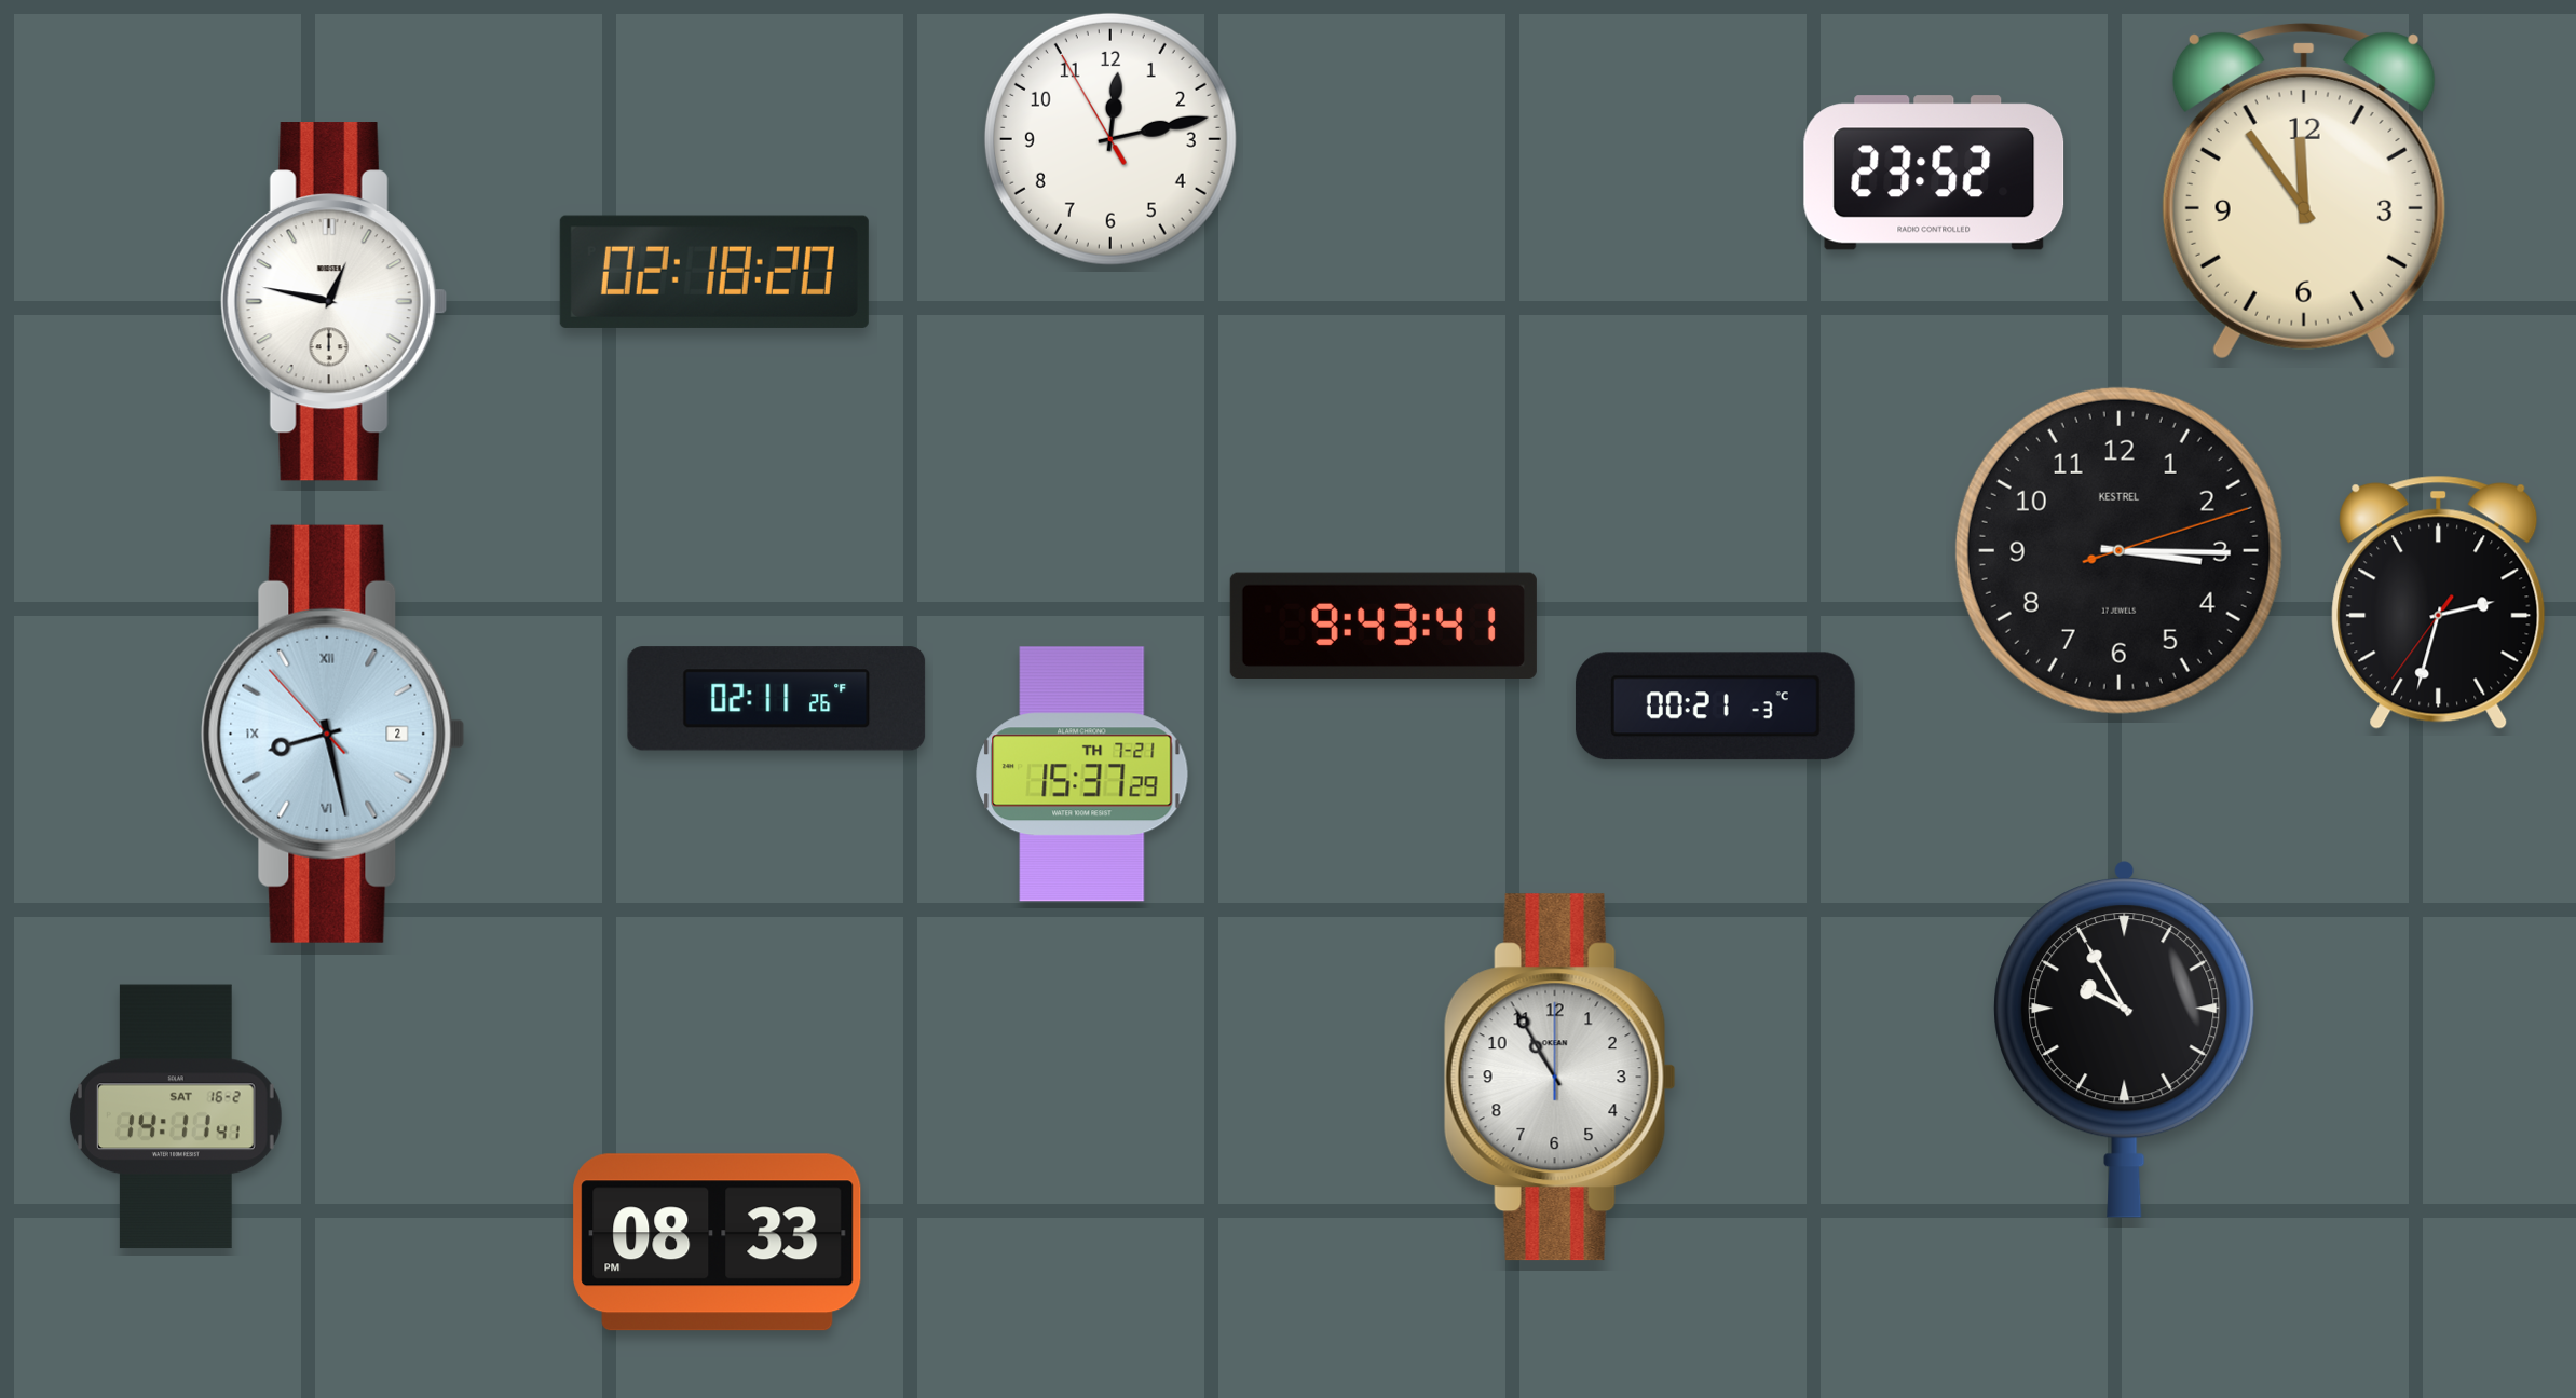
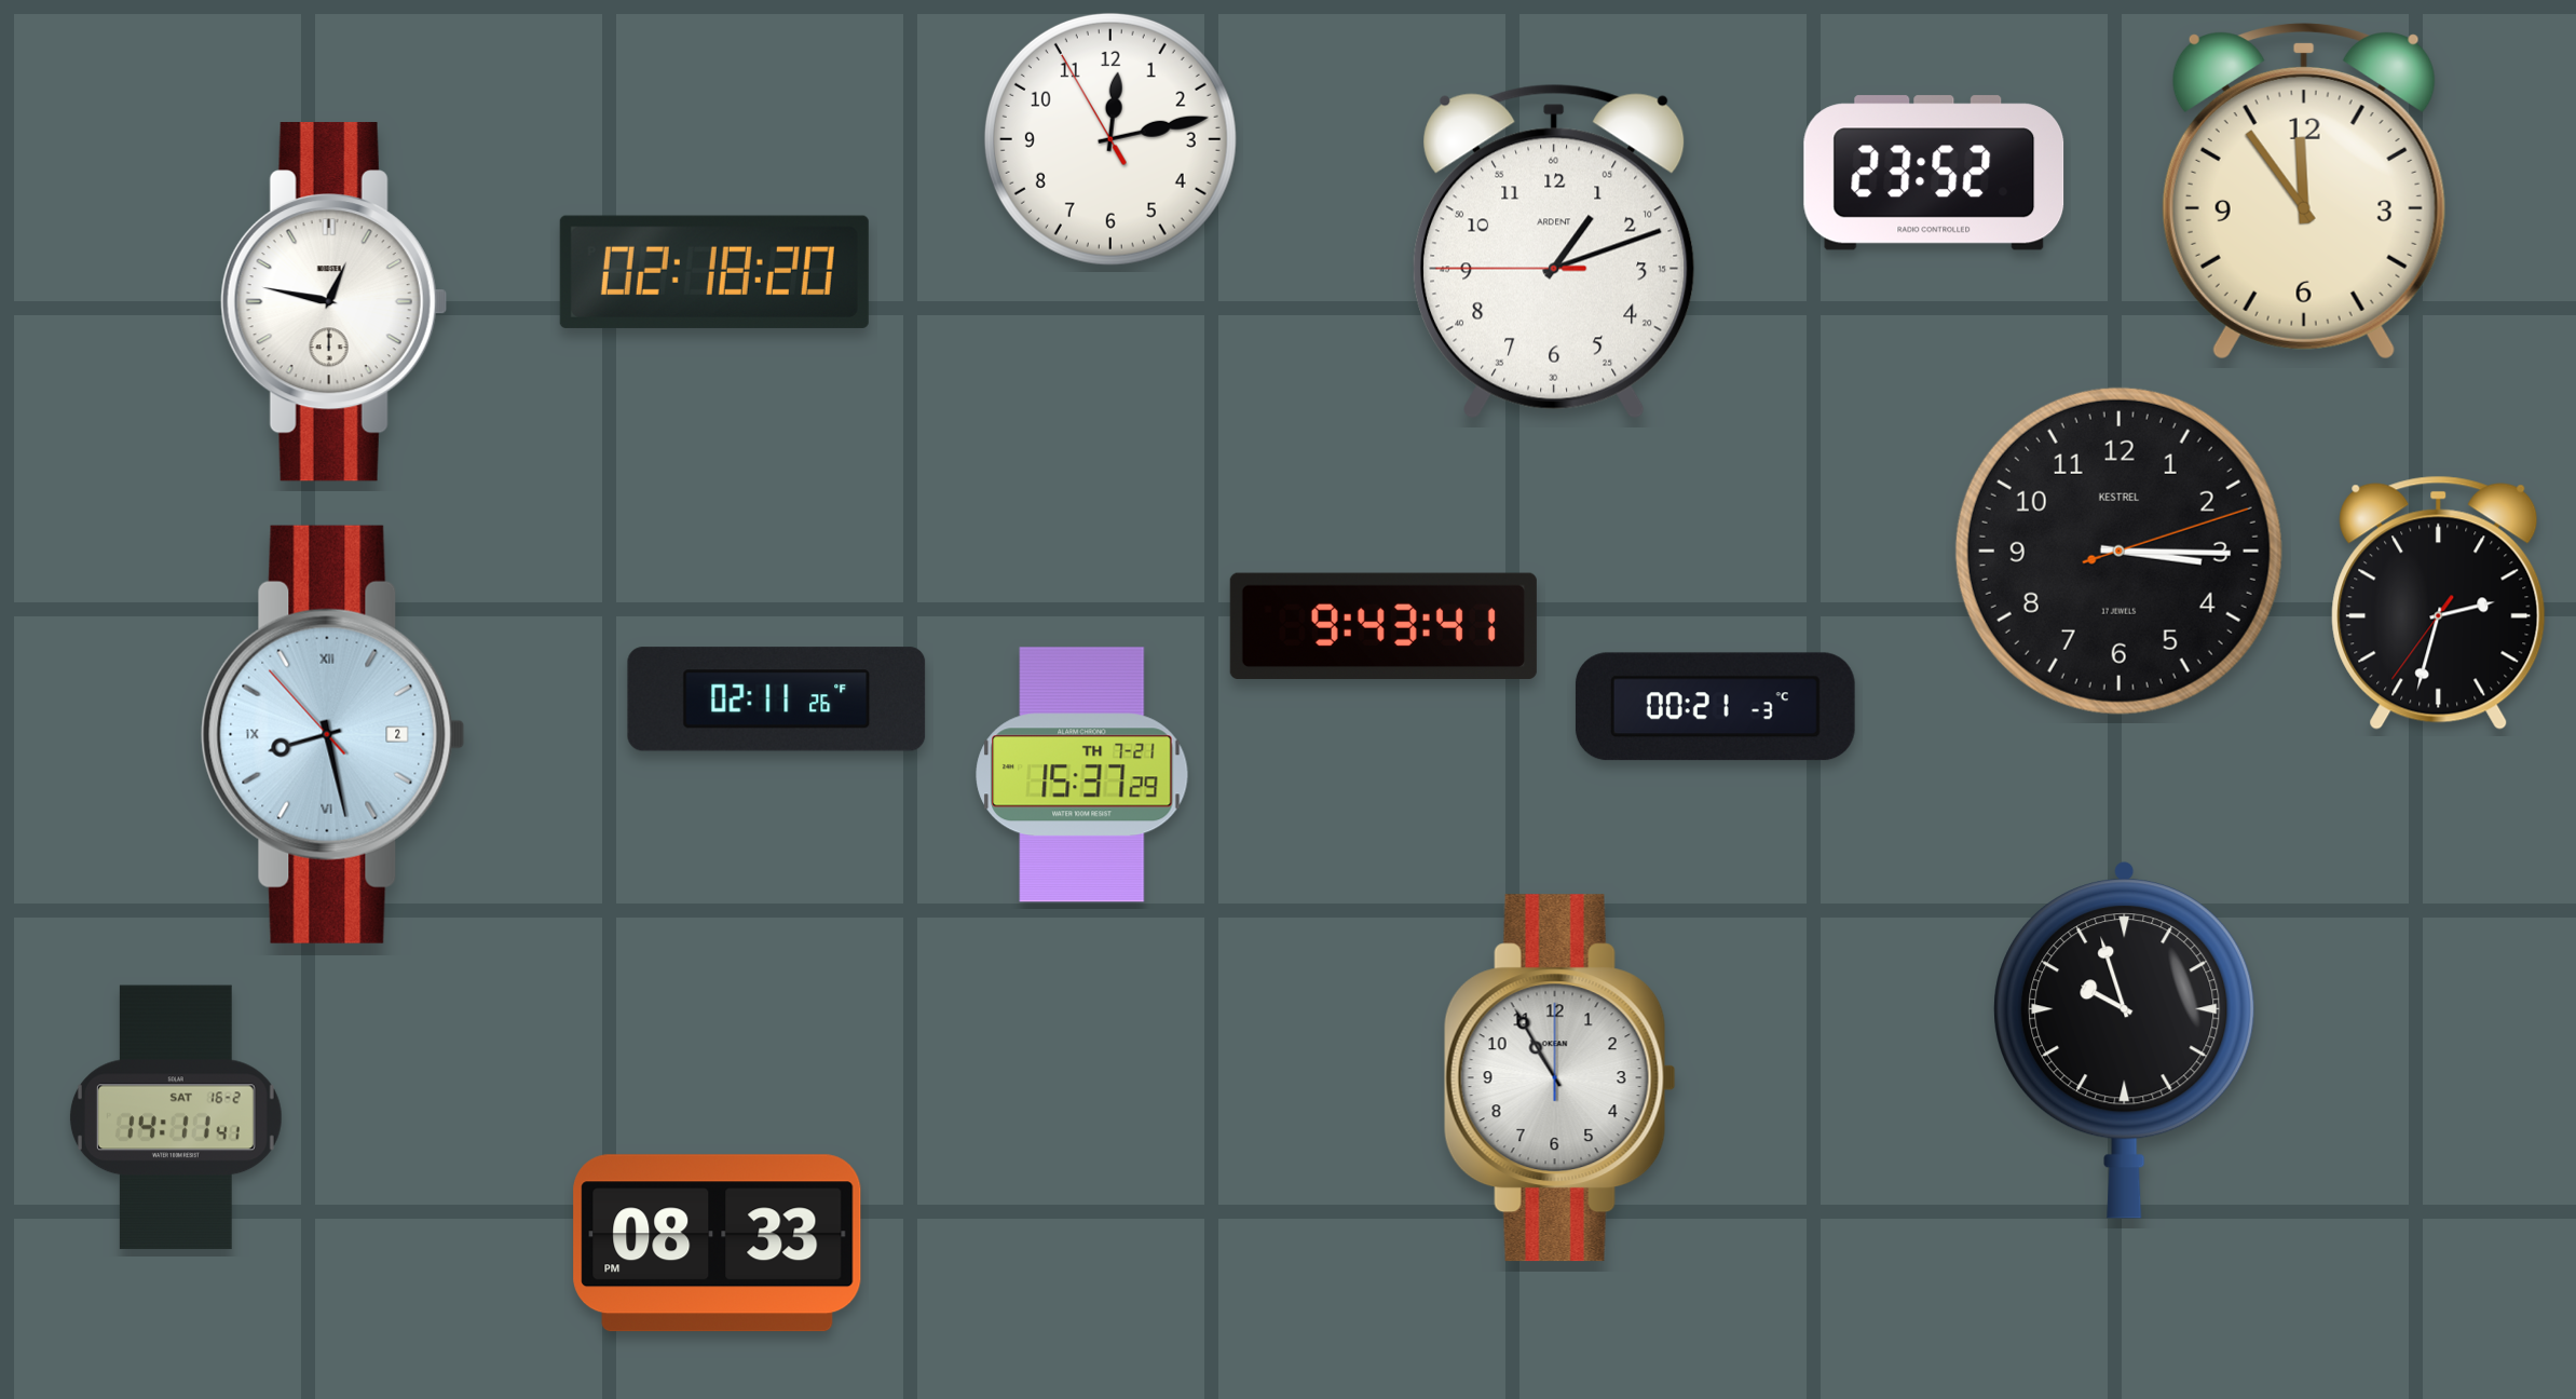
clock at (1554, 252): none -> 1:11
clock at (2125, 1039): 9:55 -> 9:57
